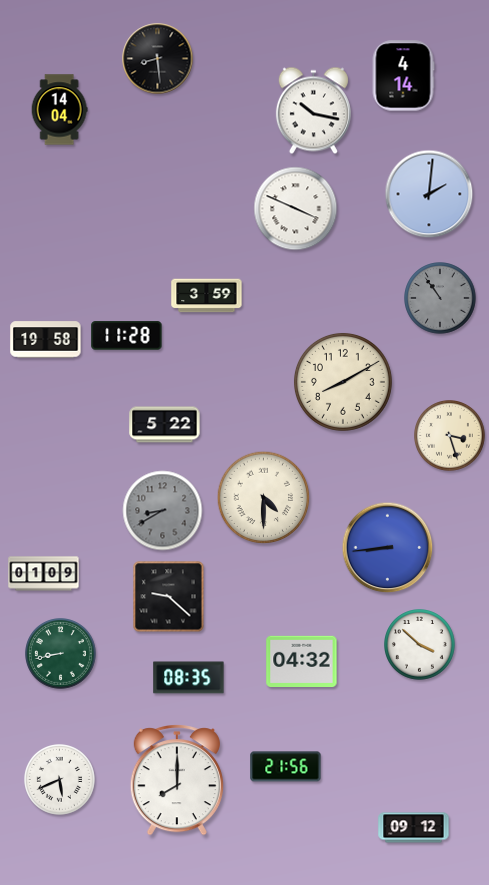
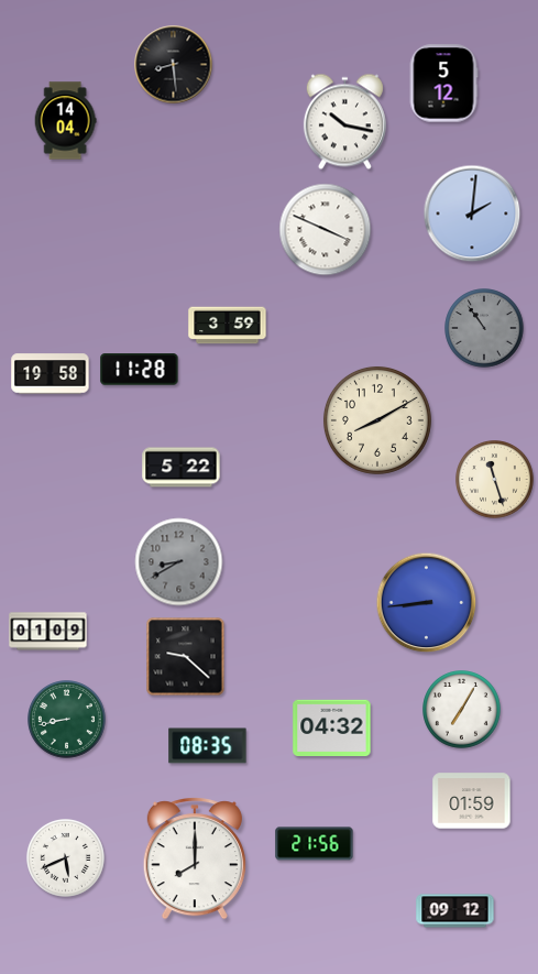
clock at (403, 76): 4:14 -> 5:12
clock at (450, 436): 3:27 -> 11:27
clock at (264, 498): 4:30 -> none
clock at (420, 645): 3:52 -> 7:05
clock at (472, 801): none -> 01:59
